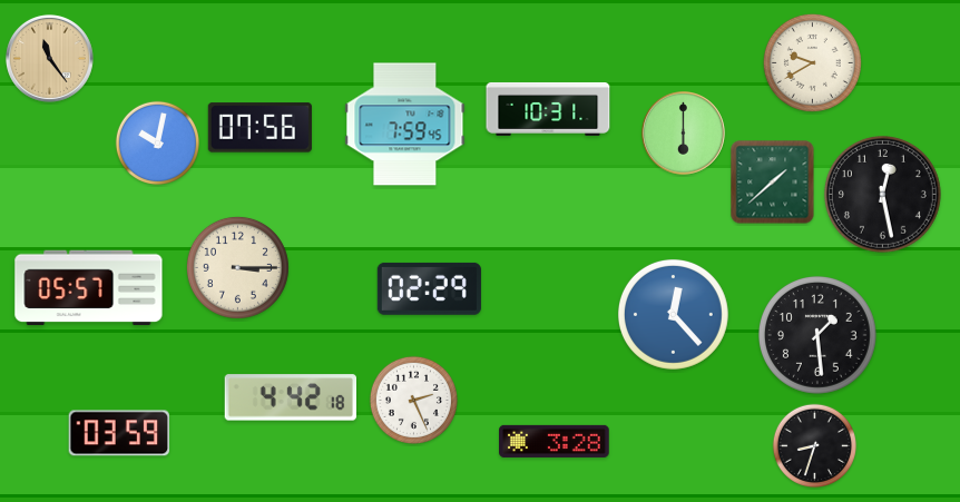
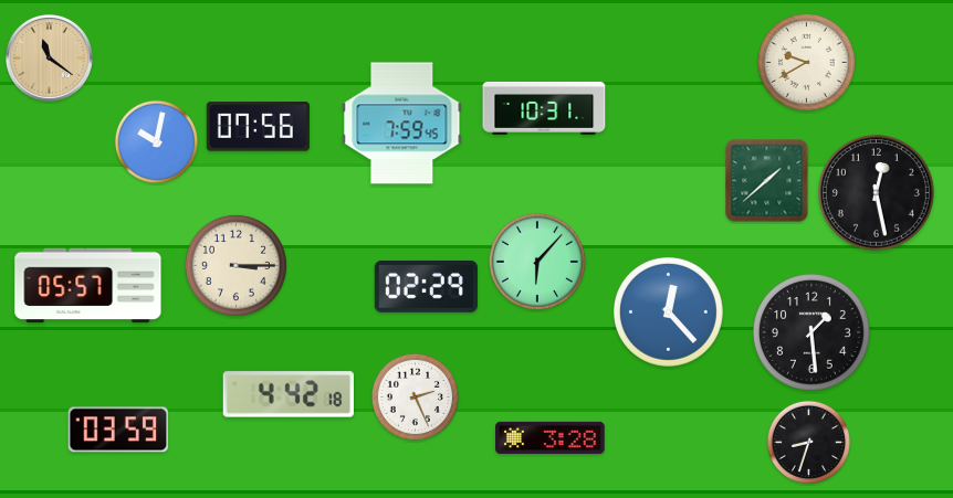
clock at (49, 58): 11:24 -> 11:21
clock at (684, 134): 6:00 -> none
clock at (537, 262): none -> 6:07
clock at (413, 400) position: (413, 400) -> (415, 396)
